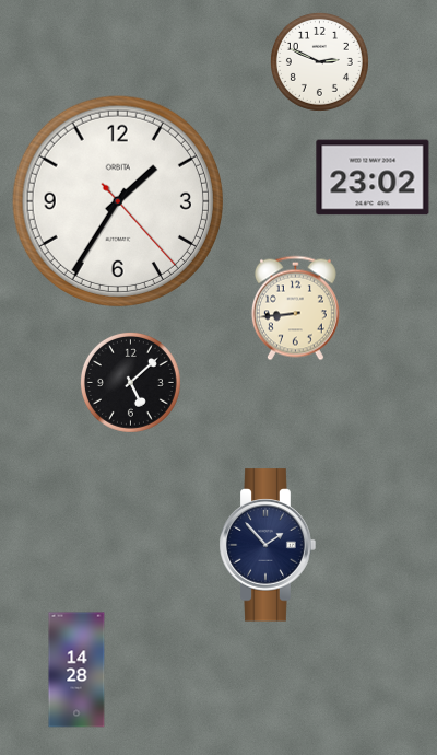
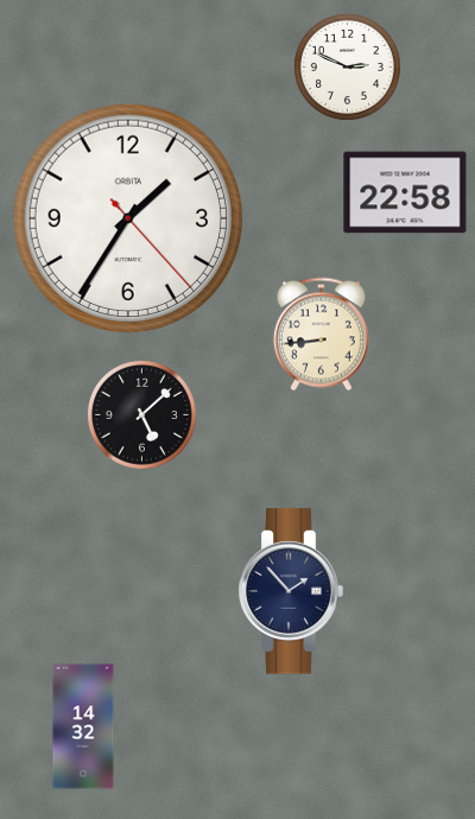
clock at (373, 177): 23:02 -> 22:58
clock at (76, 670): 14:28 -> 14:32
